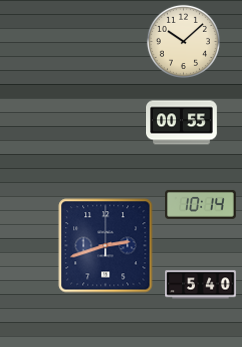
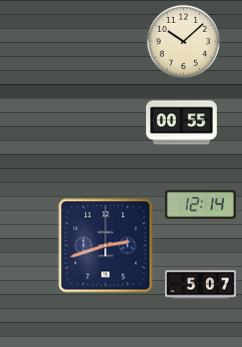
clock at (201, 205): 10:14 -> 12:14
clock at (201, 285): 5:40 -> 5:07
